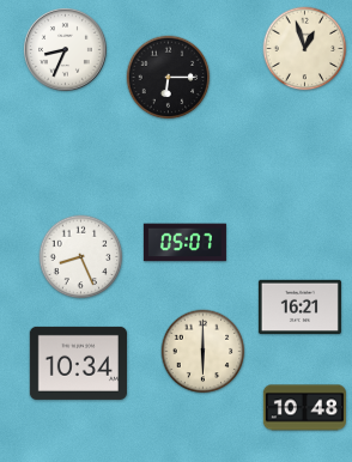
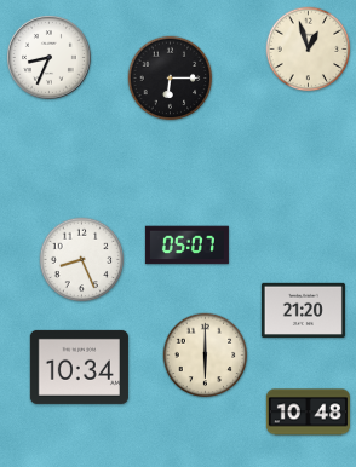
clock at (65, 49) position: (65, 49) -> (48, 57)
clock at (299, 306): 16:21 -> 21:20
